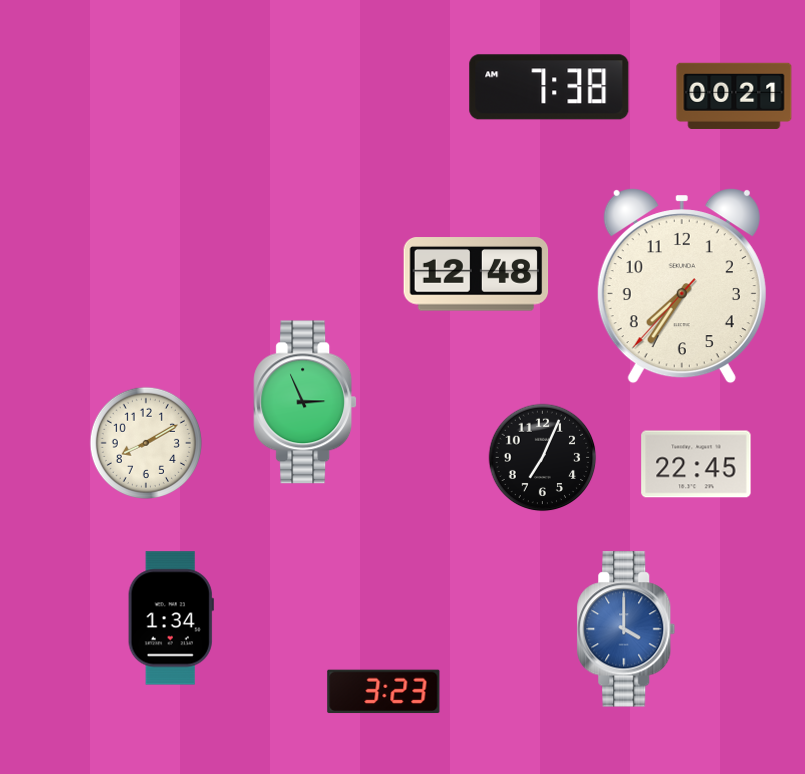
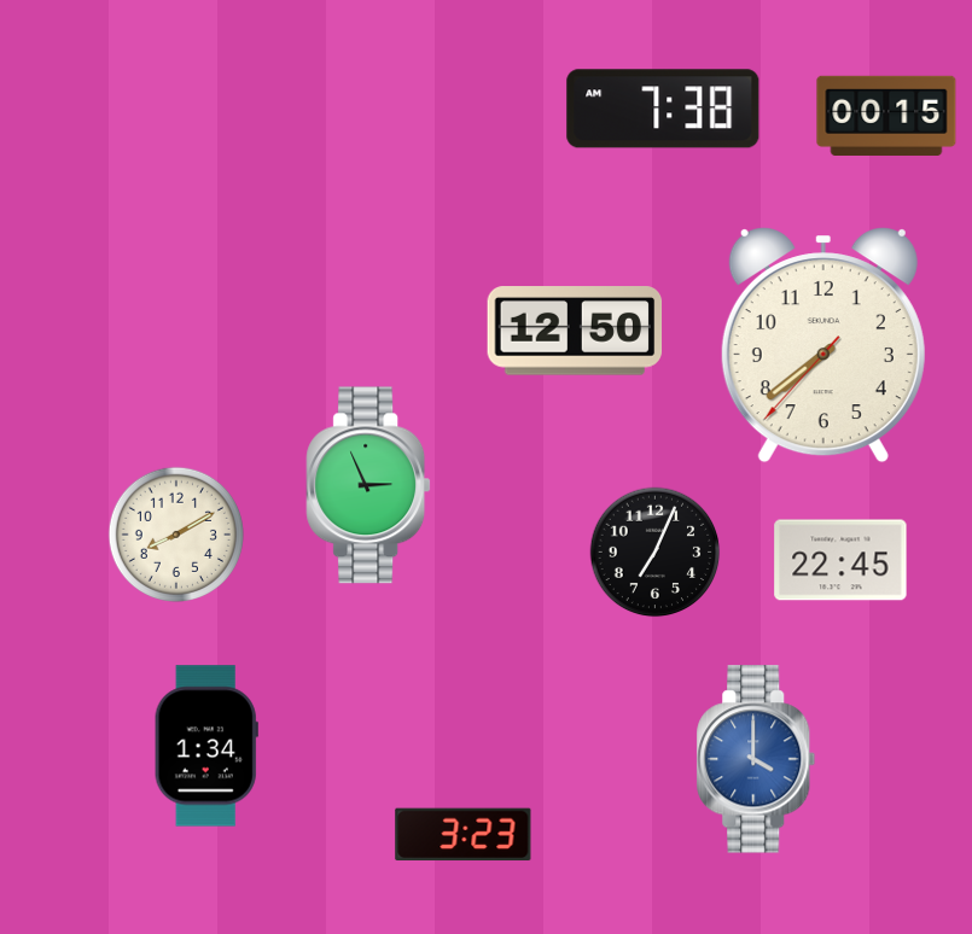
clock at (549, 87) position: (549, 87) -> (663, 109)
clock at (734, 96): 00:21 -> 00:15
clock at (476, 274): 12:48 -> 12:50
clock at (682, 287): 7:35 -> 7:38
